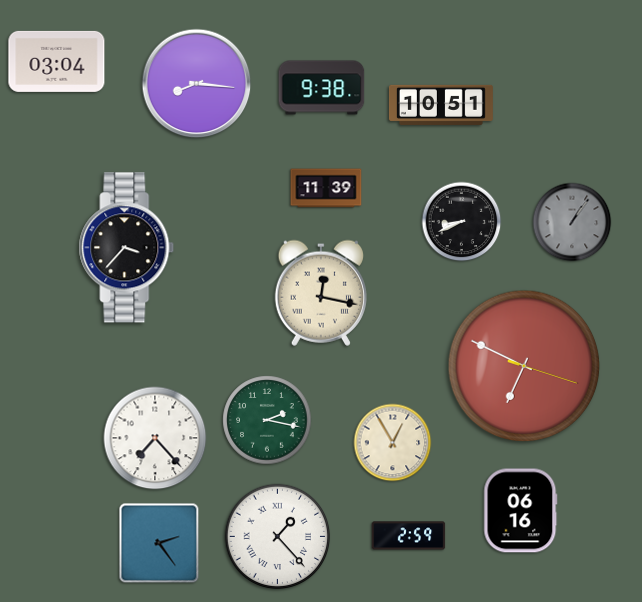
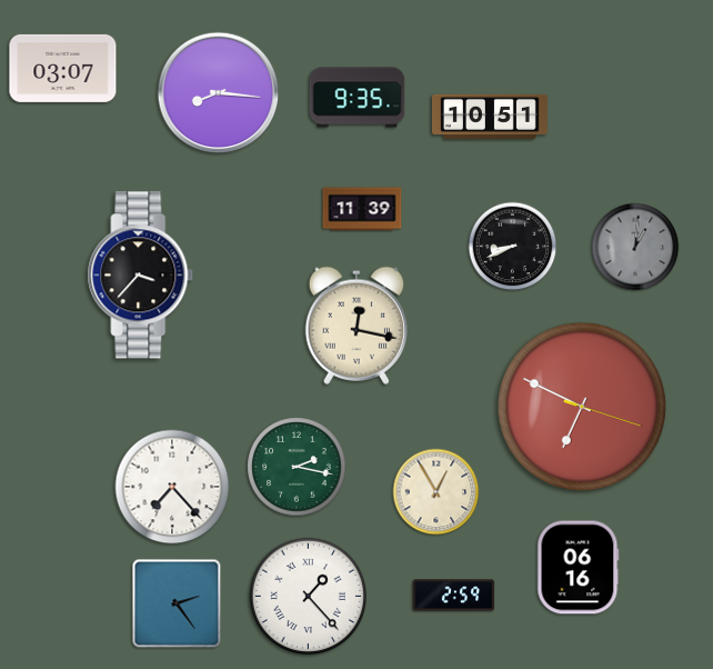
clock at (57, 61): 03:04 -> 03:07
clock at (322, 88): 9:38 -> 9:35
clock at (572, 222): 1:06 -> 1:01
